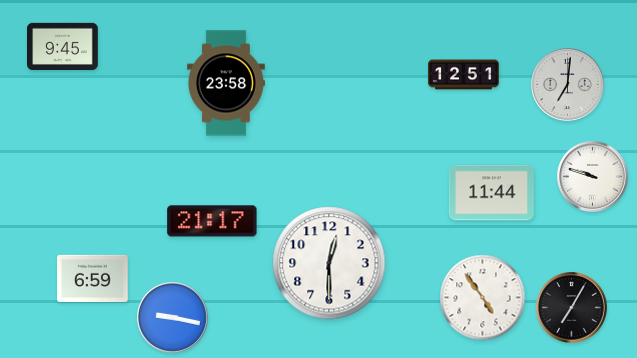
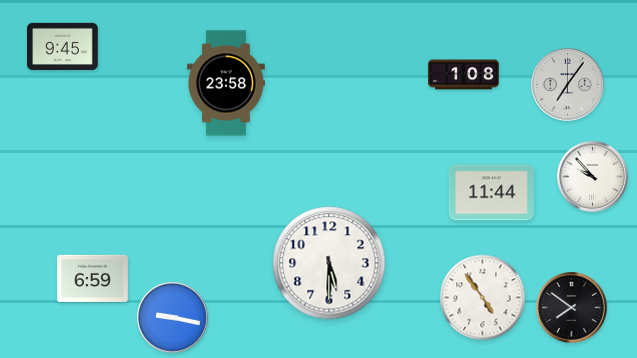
clock at (464, 75): 12:51 -> 1:08
clock at (568, 85): 7:01 -> 7:06
clock at (593, 177): 9:48 -> 9:53
clock at (212, 221): 21:17 -> none
clock at (329, 263): 12:30 -> 5:30
clock at (572, 308): 7:05 -> 7:51
